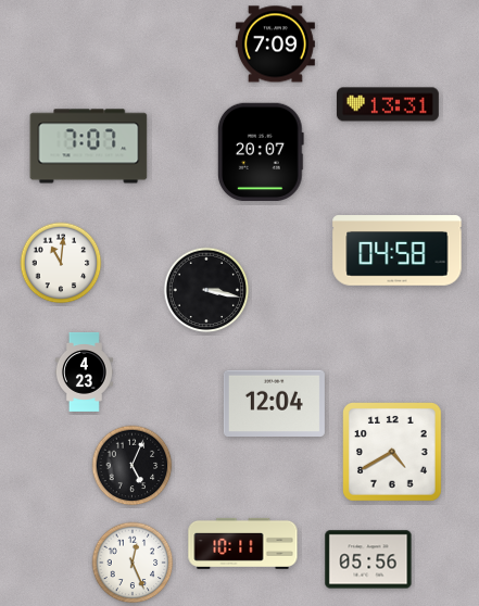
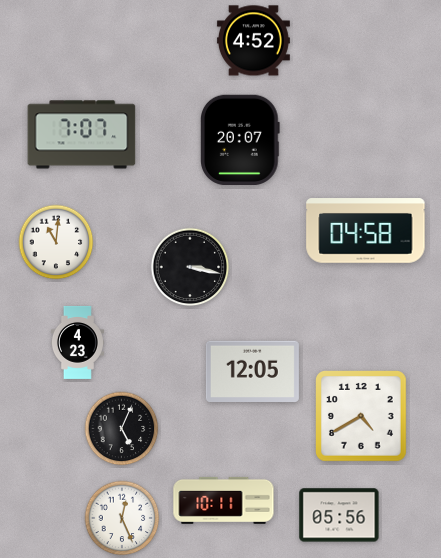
clock at (275, 45): 7:09 -> 4:52
clock at (388, 104): 13:31 -> none
clock at (274, 403): 12:04 -> 12:05
